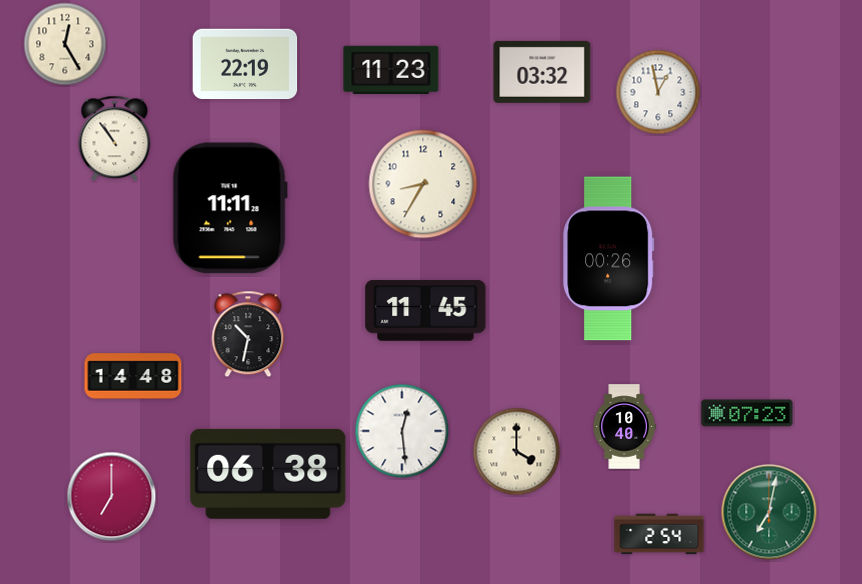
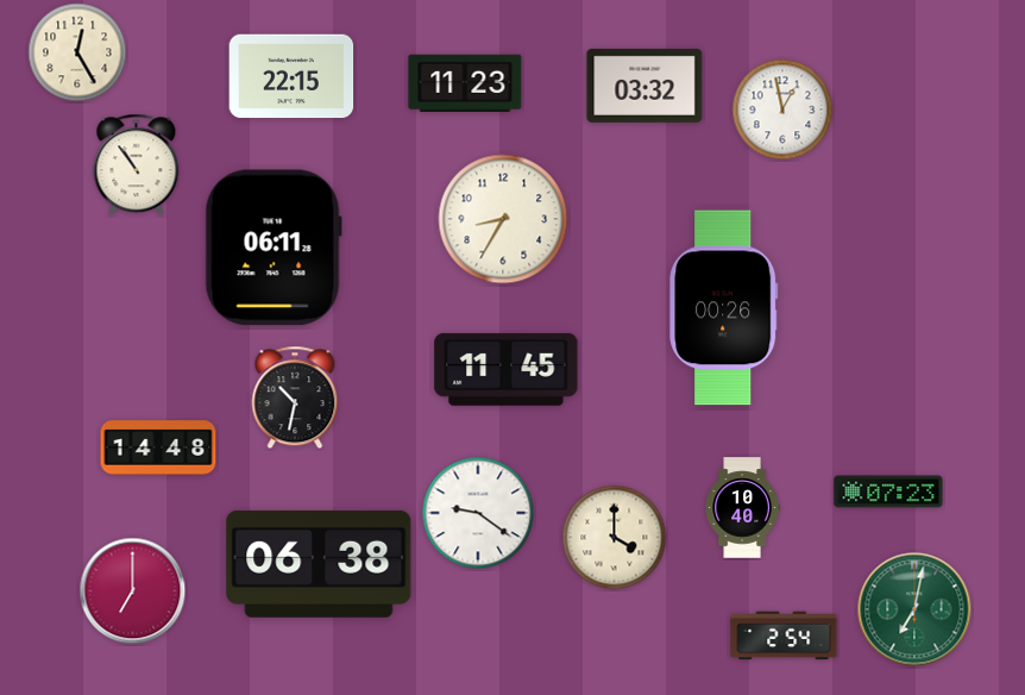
clock at (245, 64): 22:19 -> 22:15
clock at (230, 208): 11:11 -> 06:11
clock at (402, 431): 12:29 -> 9:21
